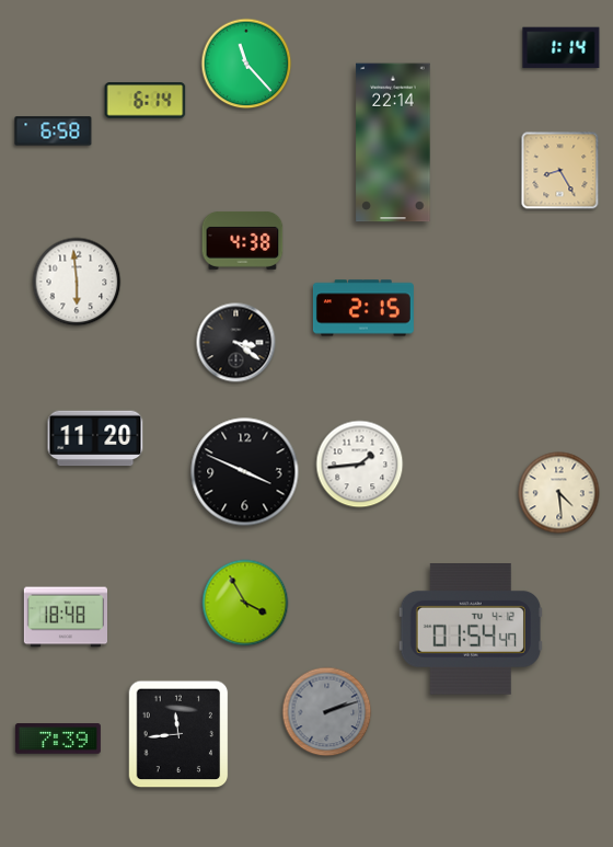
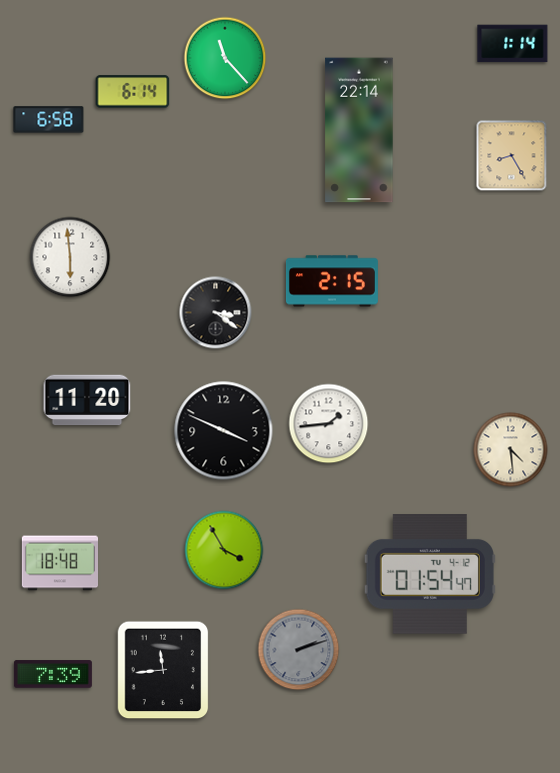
clock at (243, 240): 4:38 -> none
